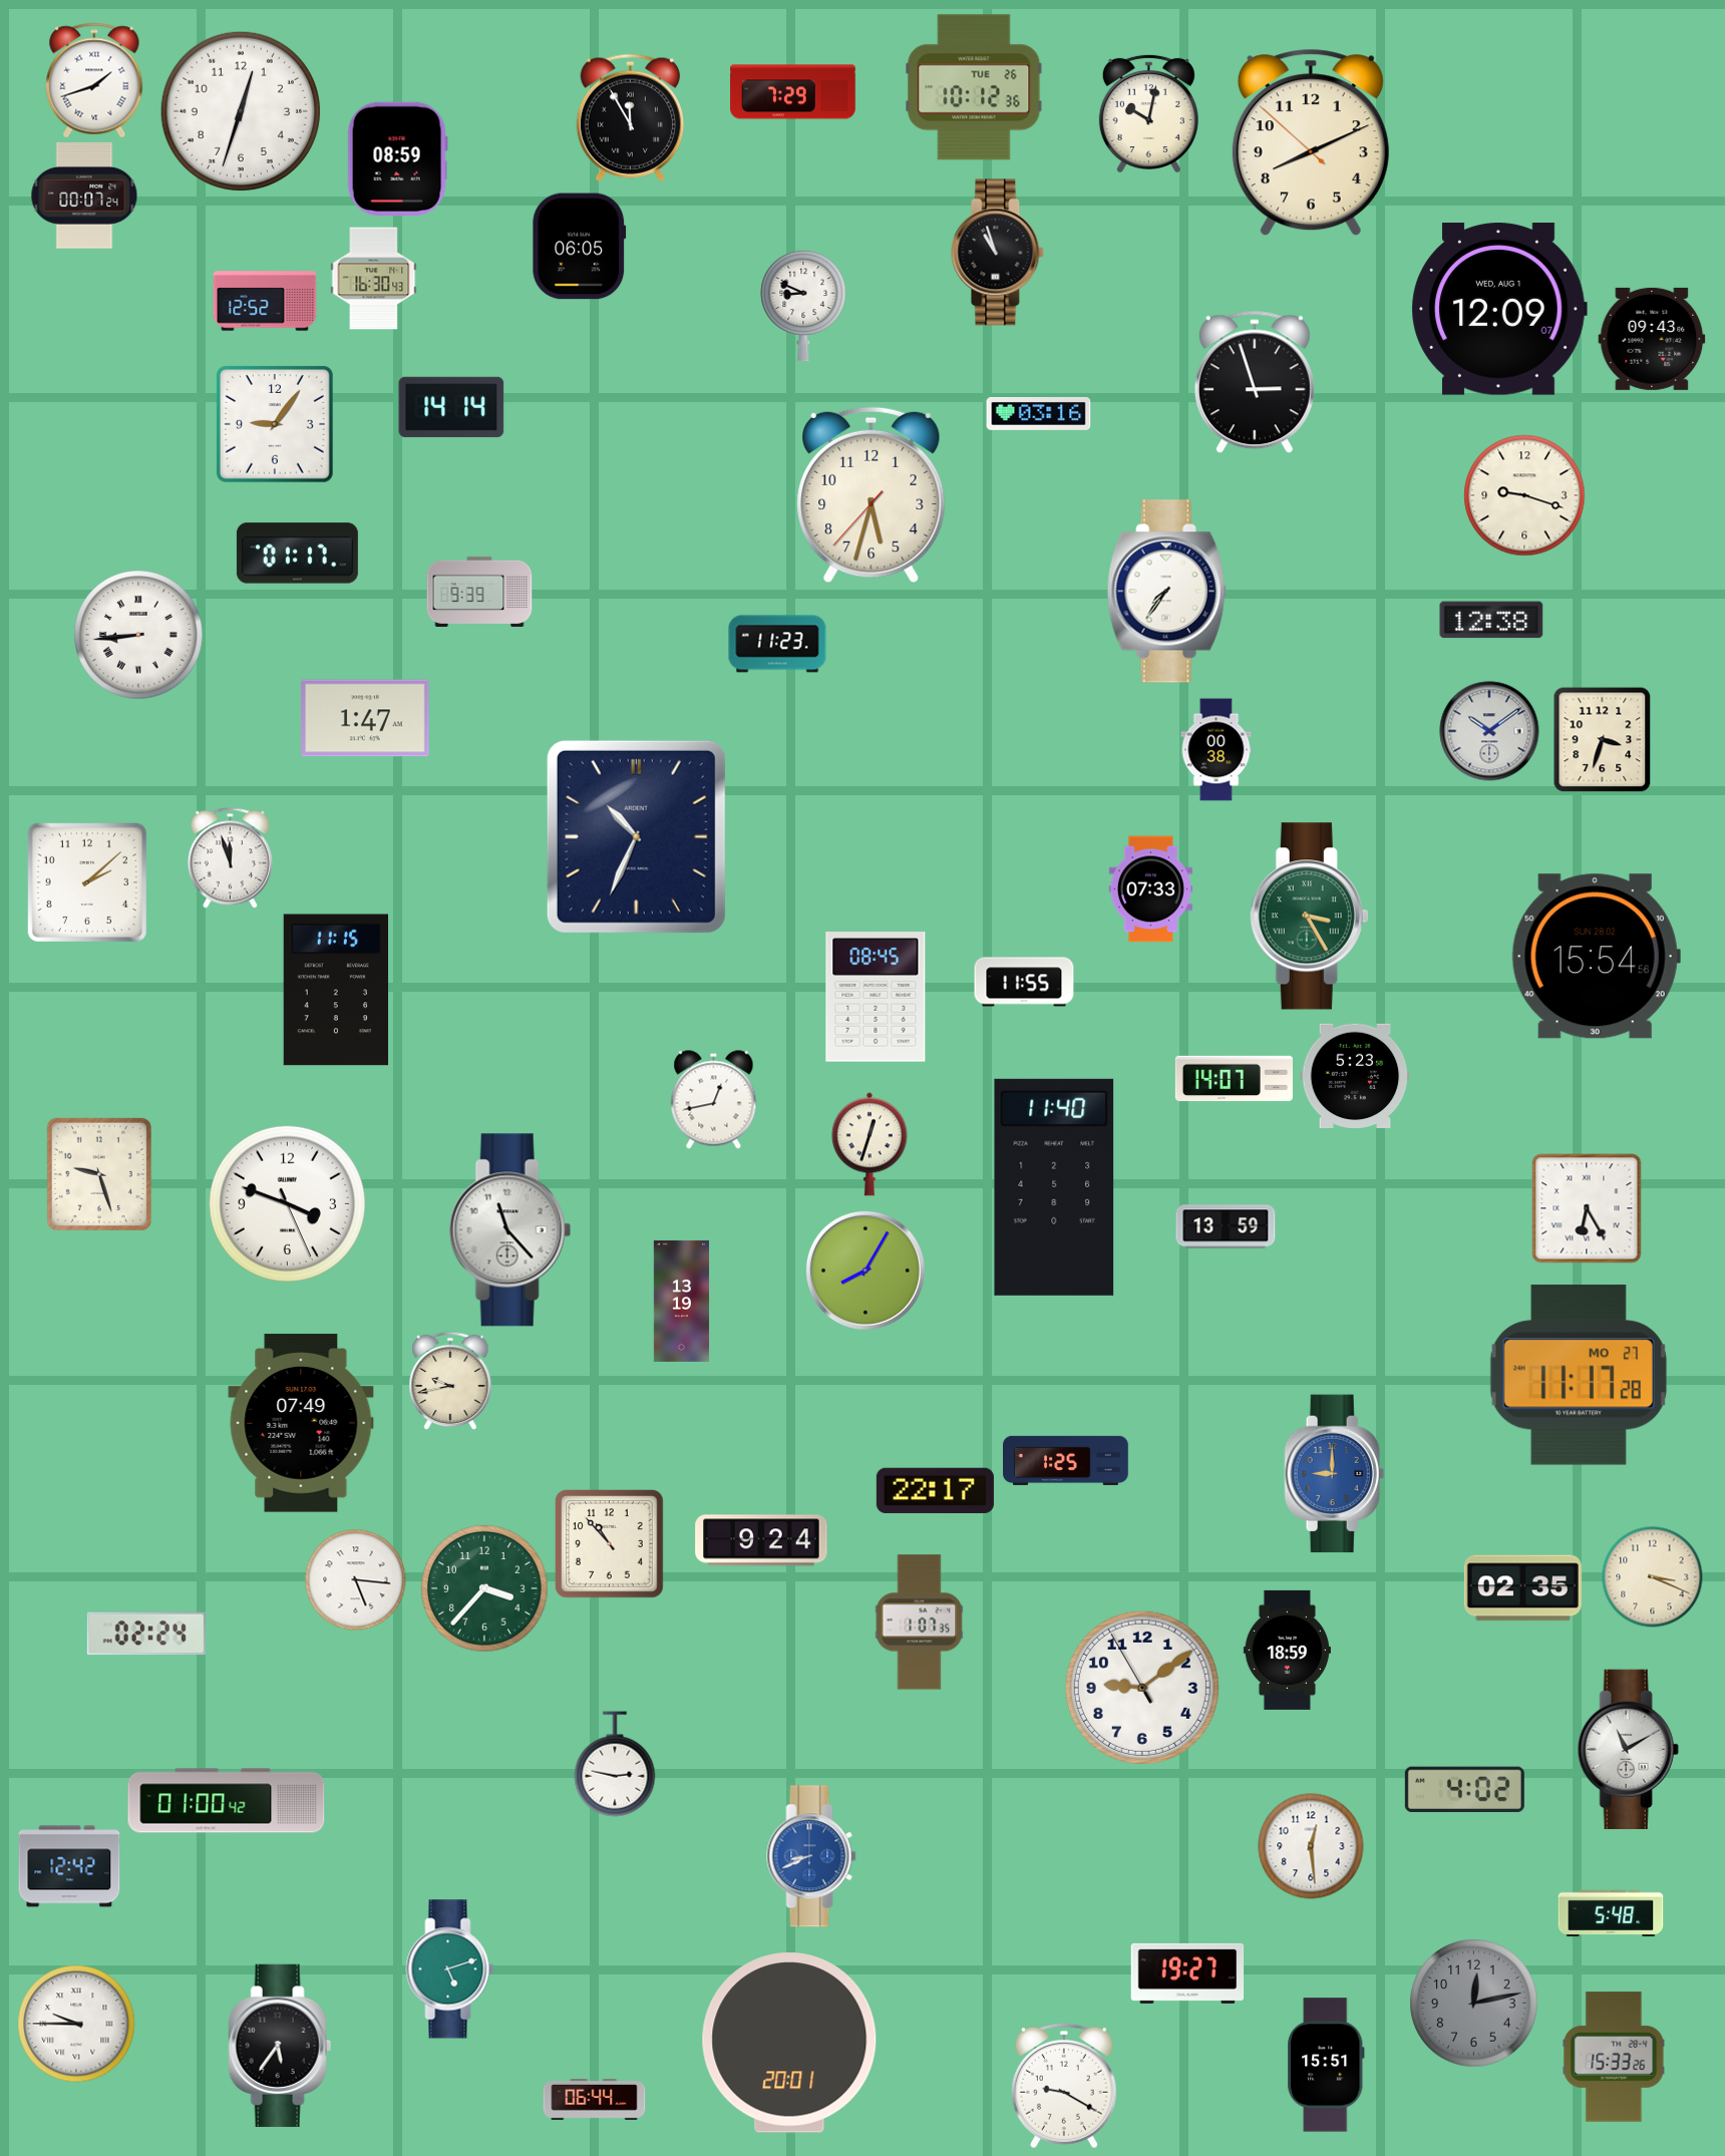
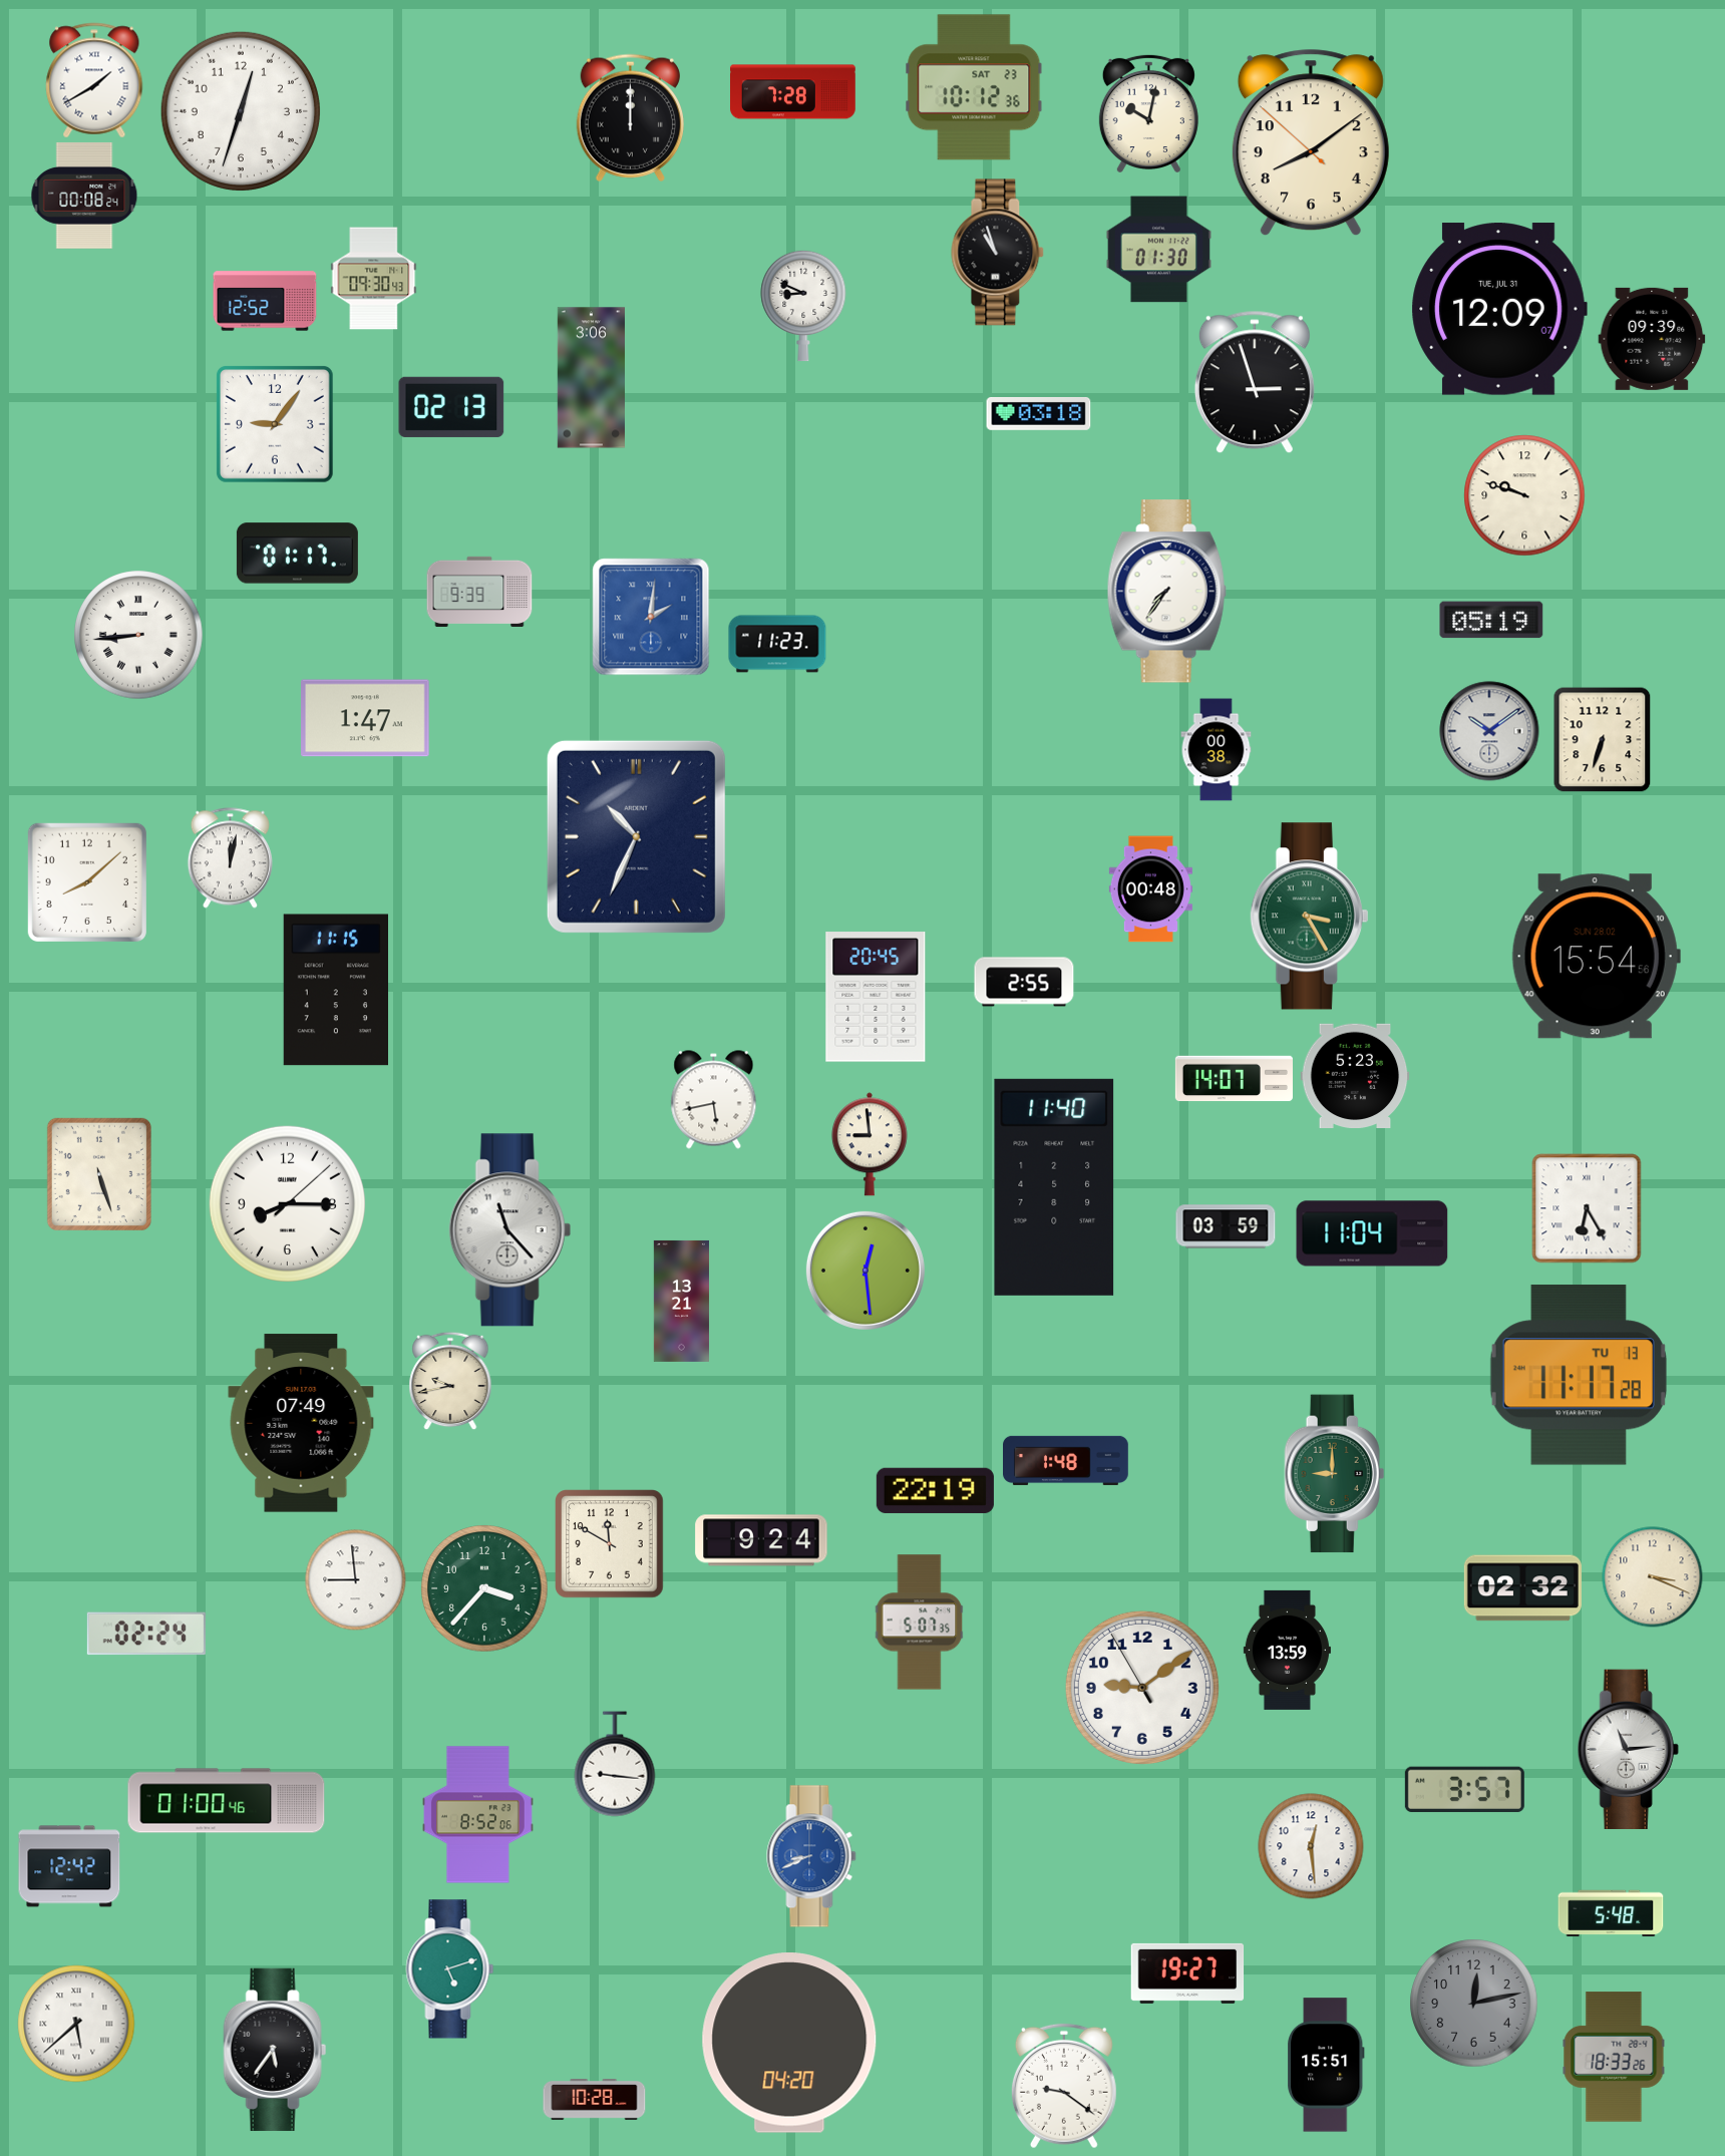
clock at (94, 80): 1:42 -> 1:40
clock at (974, 87) date: TUE 26 -> SAT 23
clock at (793, 92): 7:29 -> 7:28
clock at (630, 117): 11:55 -> 12:00
clock at (1311, 142): 8:10 -> 8:08
clock at (397, 158): 08:59 -> none
clock at (84, 196): 00:07 -> 00:08
clock at (580, 247): 06:05 -> none
clock at (1158, 250): none -> 01:30
clock at (374, 279): 16:30 -> 09:30
clock at (1499, 309) date: WED, AUG 1 -> TUE, JUL 31
clock at (1652, 339): 09:43 -> 09:39
clock at (591, 378): none -> 3:06
clock at (451, 407): 14:14 -> 02:13
clock at (1039, 413): 03:16 -> 03:18
clock at (872, 495): 5:32 -> none
clock at (1524, 495): 9:18 -> 9:48
clock at (651, 617): none -> 2:01
clock at (1491, 620): 12:38 -> 05:19
clock at (1603, 740): 3:33 -> 6:33
clock at (230, 858): 11:57 -> 12:02
clock at (87, 882): 2:08 -> 8:08
clock at (1150, 889): 07:33 -> 00:48
clock at (1024, 982): 11:55 -> 2:55
clock at (876, 997): 08:45 -> 20:45
clock at (714, 1100): 12:43 -> 5:43
clock at (870, 1144): 12:33 -> 8:59
clock at (99, 1174): 9:27 -> 5:27
clock at (287, 1203): 3:48 -> 8:15
clock at (1226, 1226): 13:59 -> 03:59
clock at (1372, 1233): none -> 11:04
clock at (866, 1271): 8:05 -> 12:29
clock at (681, 1301): 13:19 -> 13:21
clock at (1579, 1375) date: MO 27 -> TU 13
clock at (1066, 1460): 1:25 -> 1:48
clock at (1335, 1474) dial: blue -> green
clock at (935, 1490): 22:17 -> 22:19
clock at (610, 1544): 10:53 -> 11:50
clock at (356, 1580): 5:16 -> 8:59
clock at (1522, 1588): 02:35 -> 02:32
clock at (920, 1623): 1:07 -> 5:07
clock at (1287, 1650): 18:59 -> 13:59
clock at (1628, 1750): 11:10 -> 11:14
clock at (615, 1764): 2:47 -> 9:16
clock at (1464, 1790): 4:02 -> 3:57
clock at (227, 1801): 01:00:42 -> 01:00:46
clock at (478, 1815): none -> 8:52
clock at (76, 2024): 9:45 -> 5:38
clock at (789, 2043): 20:01 -> 04:20
clock at (280, 2046) position: (280, 2046) -> (275, 2050)
clock at (1614, 2057): 15:33 -> 18:33
clock at (1064, 2086): 9:20 -> 9:21
clock at (595, 2100): 06:44 -> 10:28
